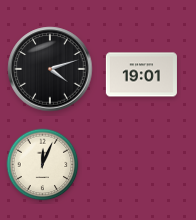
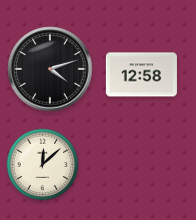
clock at (141, 75): 19:01 -> 12:58
clock at (43, 165): 12:04 -> 12:08
